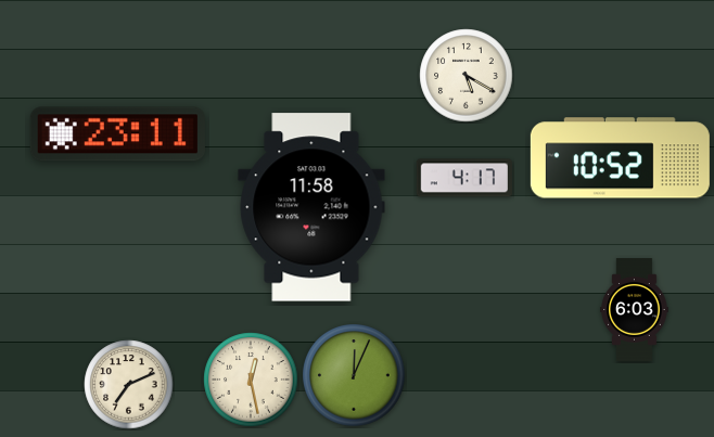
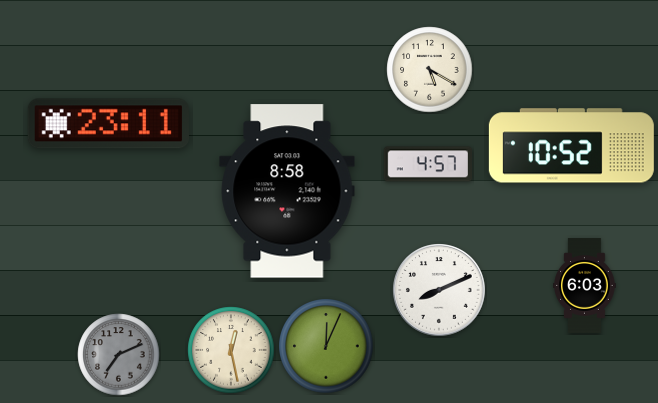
clock at (464, 178): 4:17 -> 4:57
clock at (311, 207): 11:58 -> 8:58
clock at (439, 290): none -> 8:11
clock at (129, 385) dial: cream -> grey
